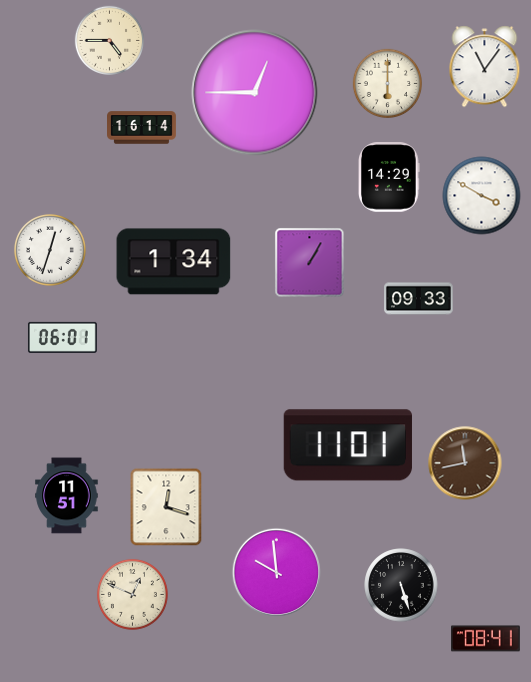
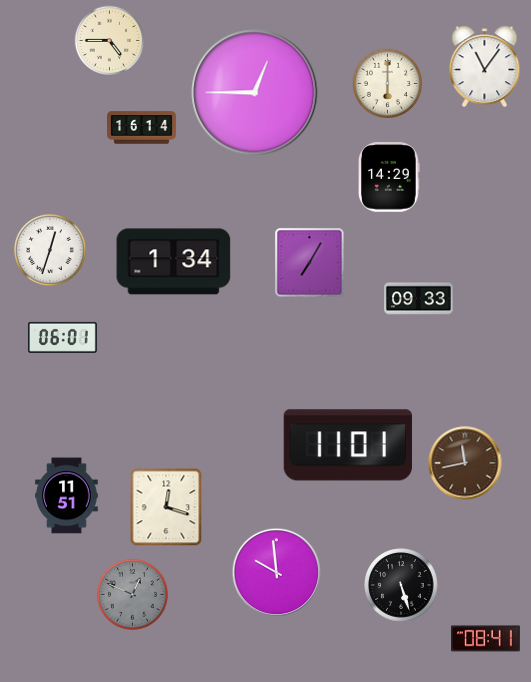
clock at (482, 196): 3:50 -> none
clock at (310, 263): 1:05 -> 7:05
clock at (132, 594) dial: cream -> grey
